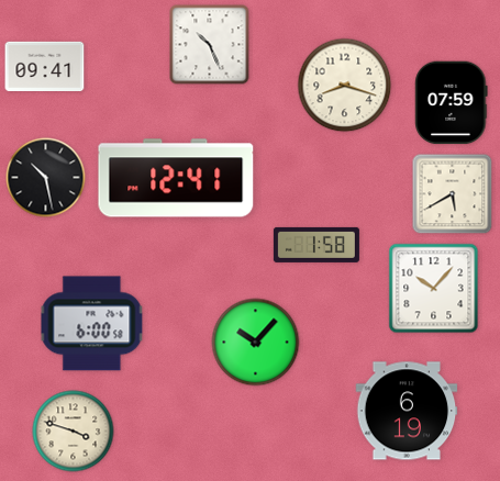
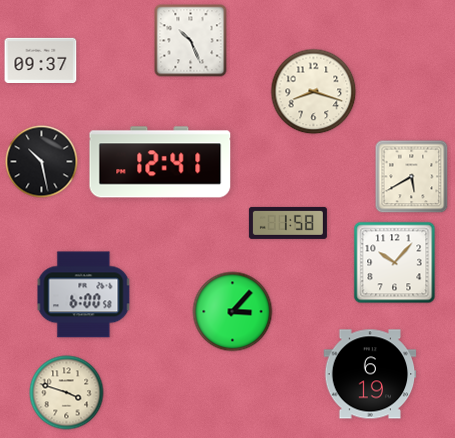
clock at (45, 66): 09:41 -> 09:37
clock at (345, 86) position: (345, 86) -> (314, 92)
clock at (452, 103): 07:59 -> none
clock at (256, 343): 10:07 -> 3:07
